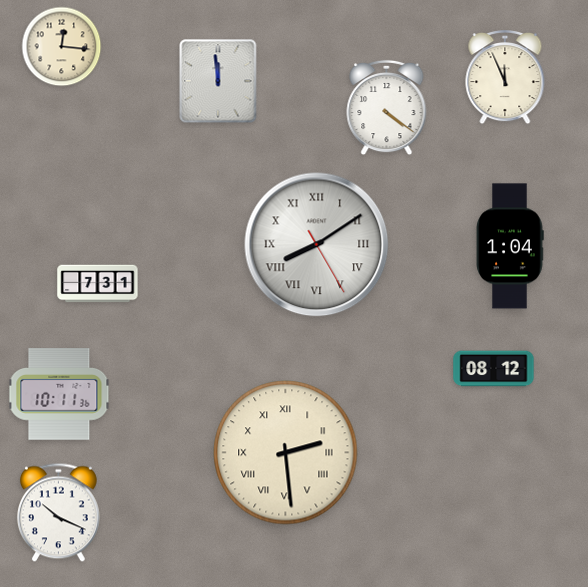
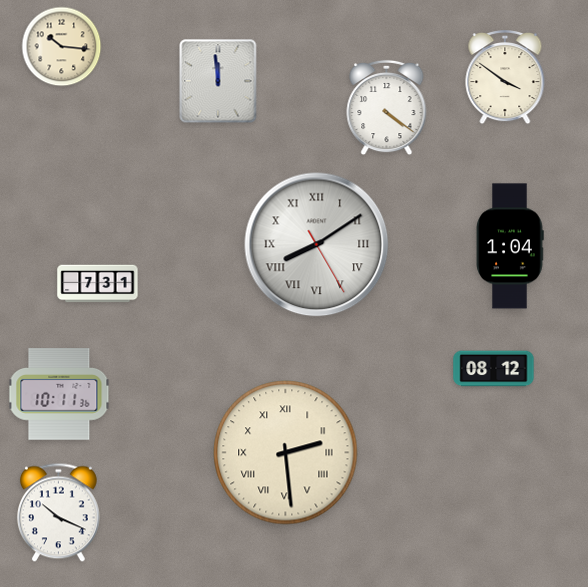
clock at (62, 47): 12:16 -> 10:16
clock at (505, 78): 11:56 -> 3:51
